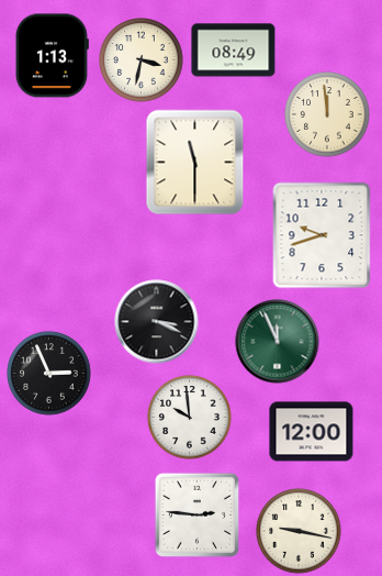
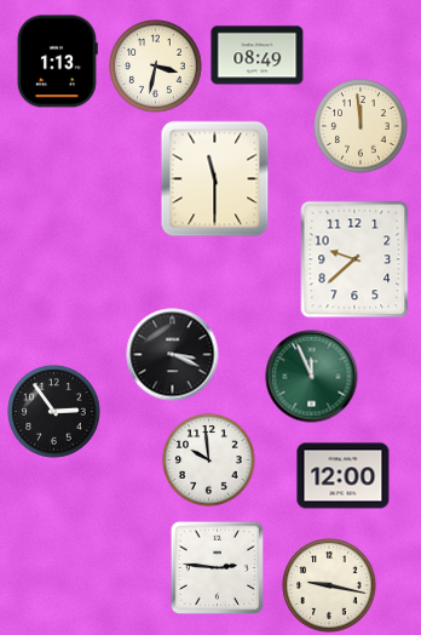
clock at (322, 235): 9:42 -> 9:38
clock at (278, 342) position: (278, 342) -> (312, 377)
clock at (49, 374): 2:56 -> 2:54
